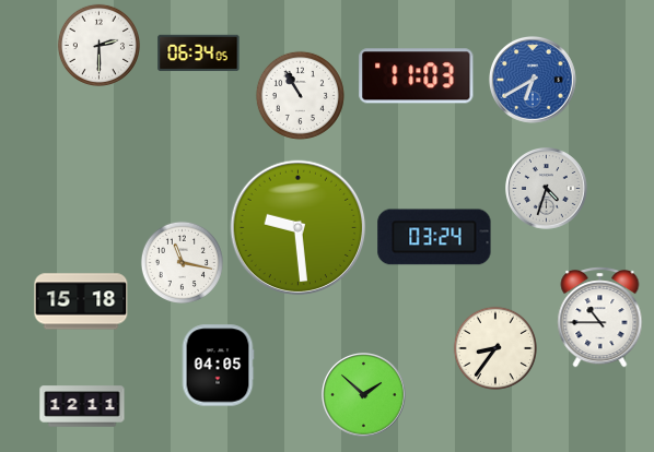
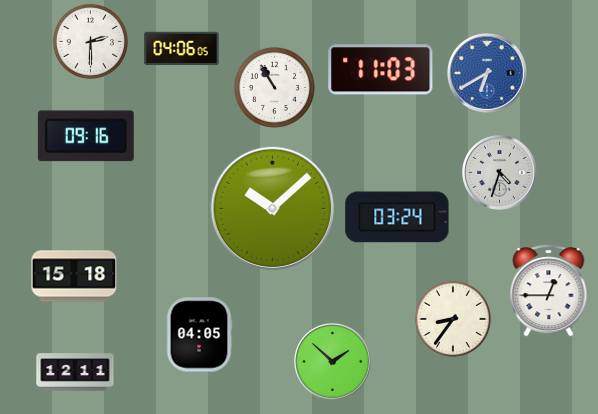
clock at (199, 53): 06:34 -> 04:06
clock at (86, 136): none -> 09:16
clock at (299, 228): 9:29 -> 10:08
clock at (182, 262): 11:17 -> none
clock at (600, 318): 10:45 -> 12:45
